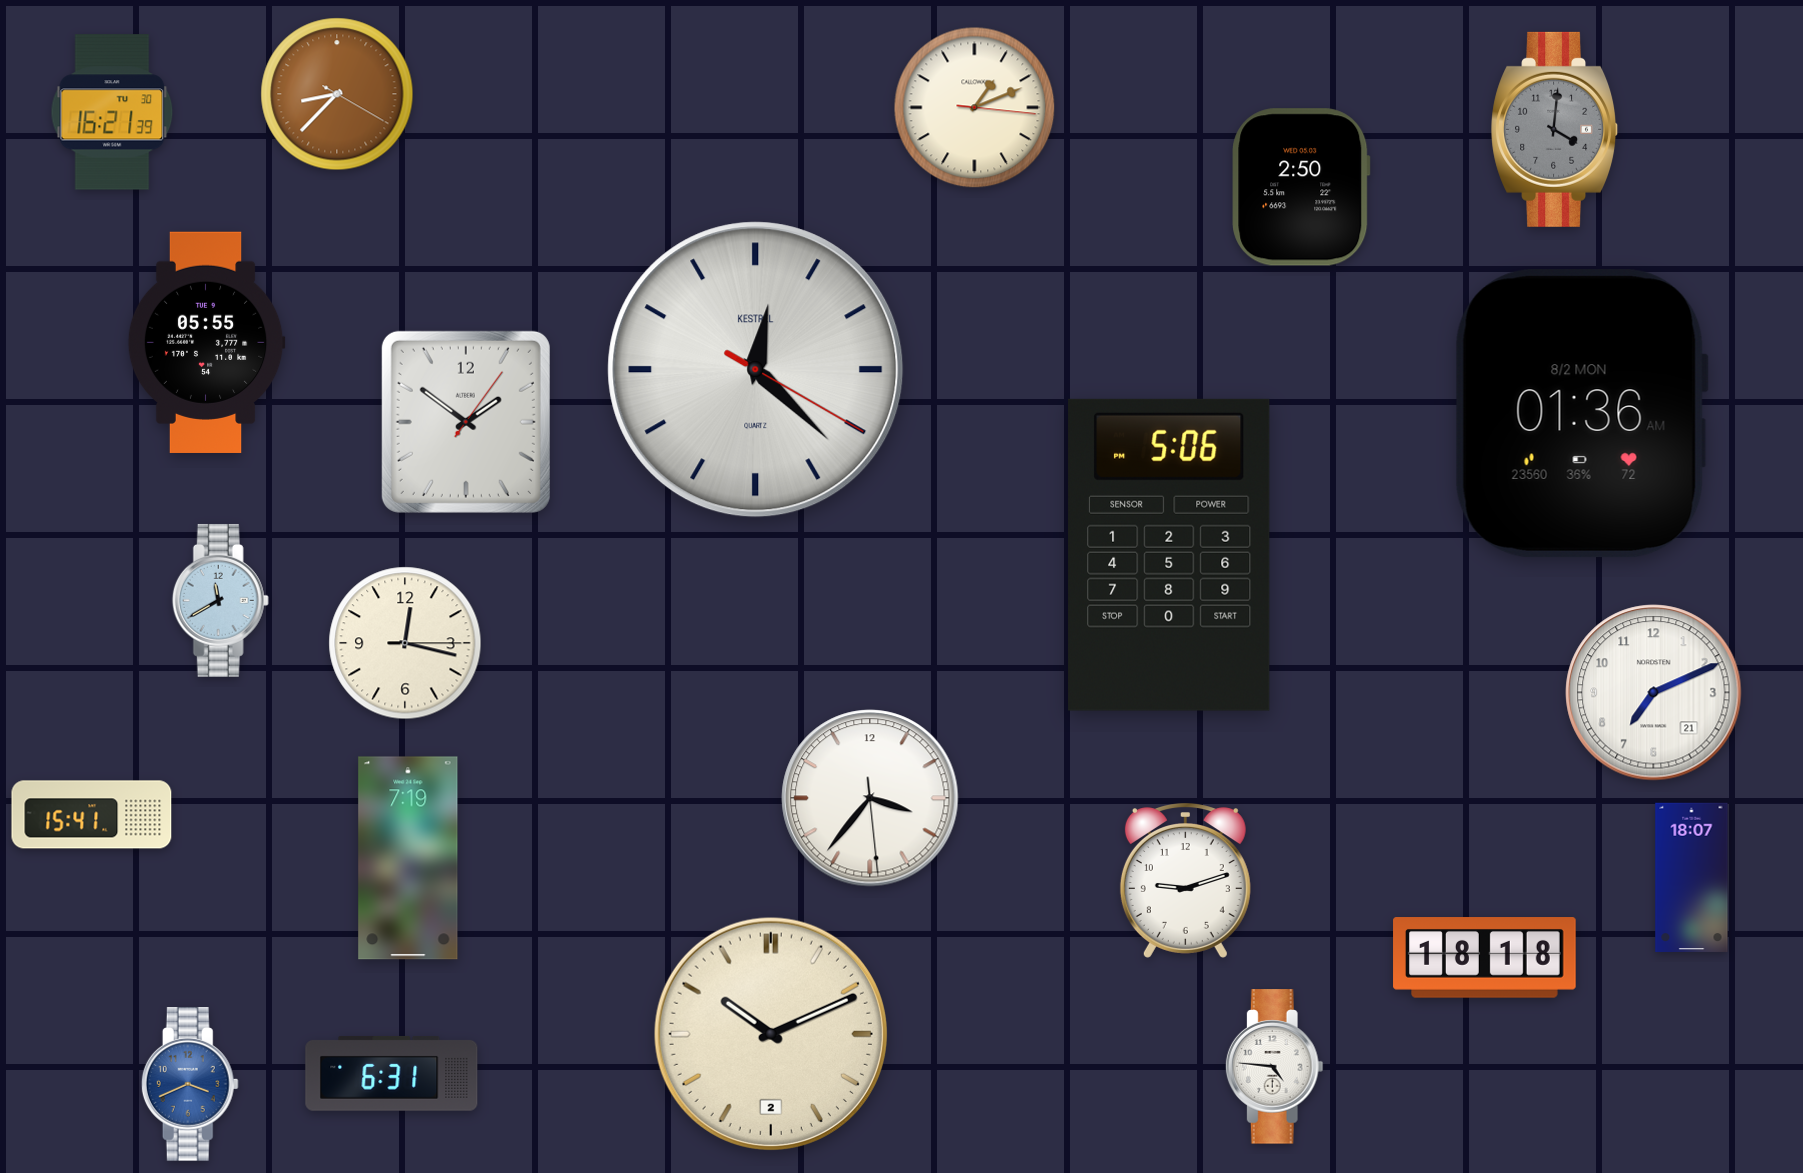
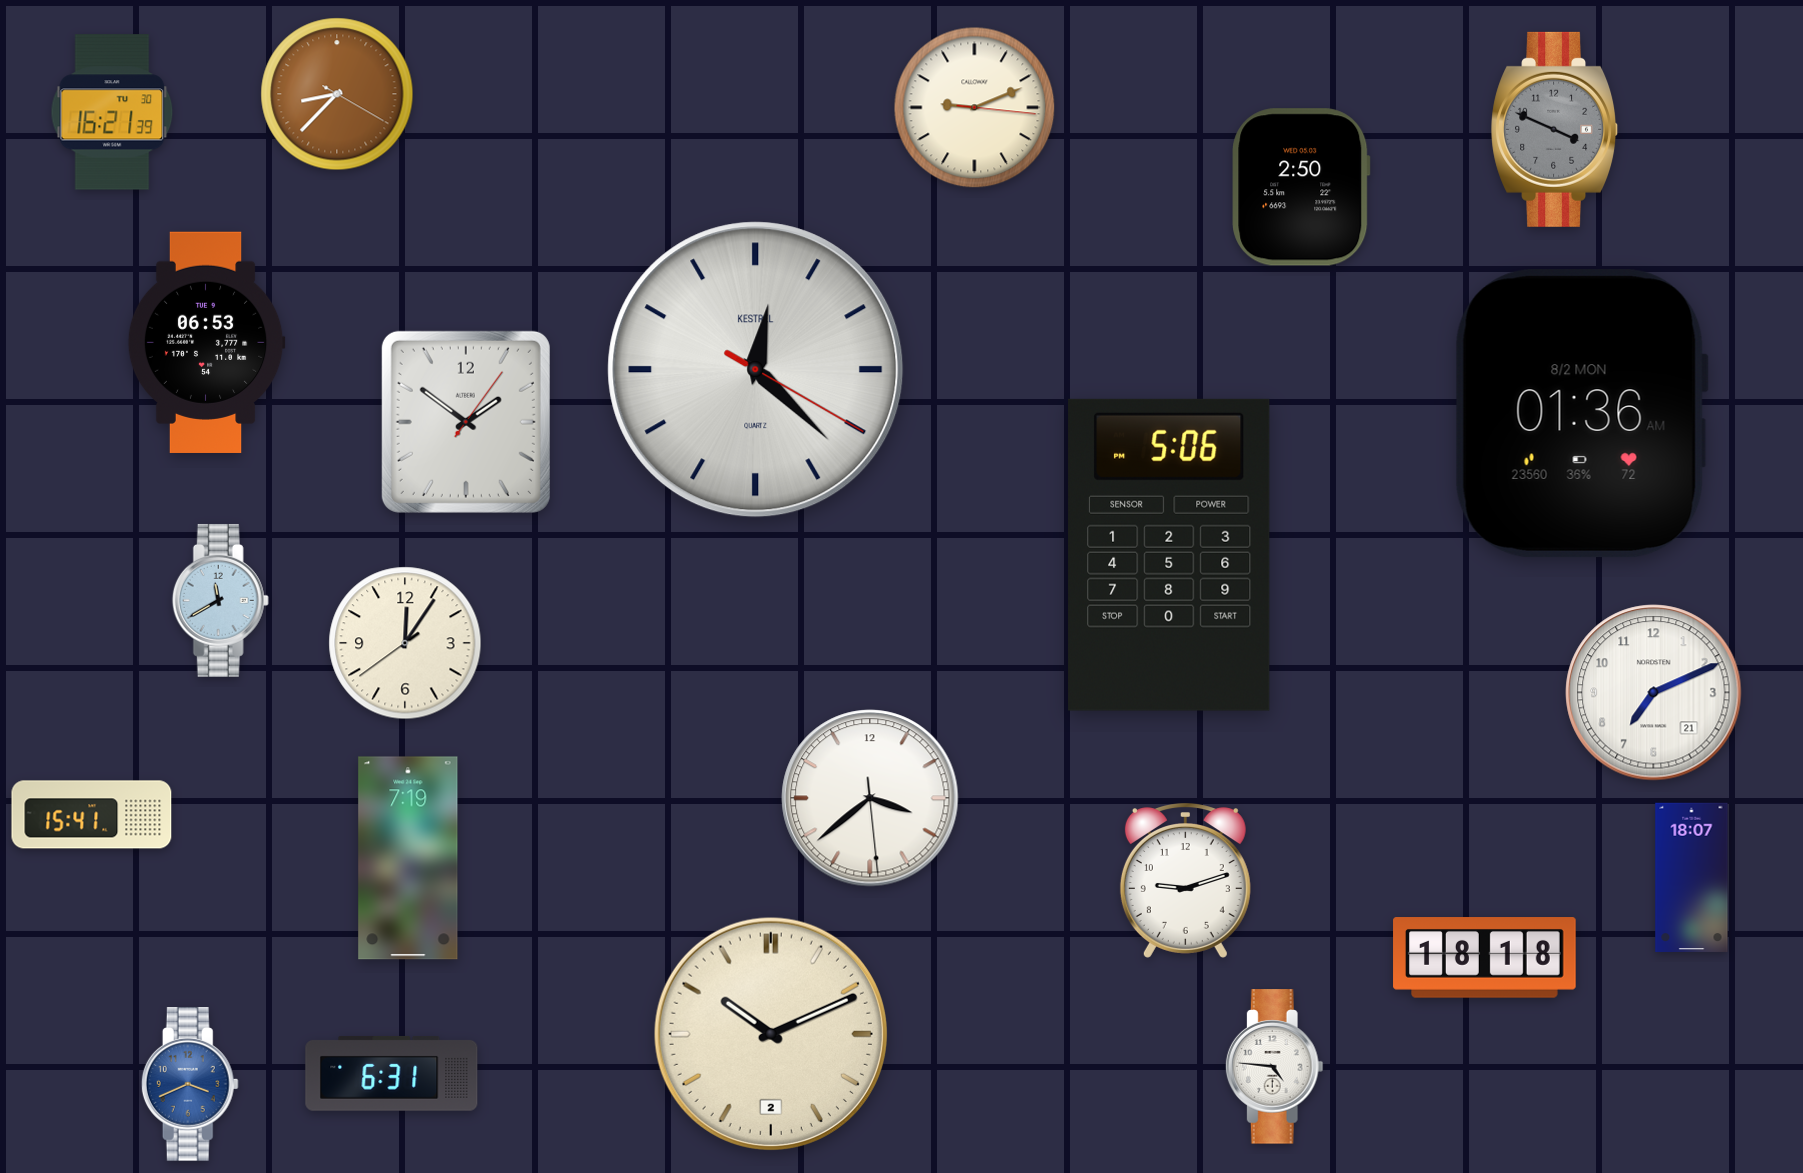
clock at (975, 108): 1:11 -> 9:11
clock at (1555, 129): 4:01 -> 3:49
clock at (206, 342): 05:55 -> 06:53
clock at (405, 643): 12:17 -> 12:05
clock at (870, 798): 3:36 -> 3:38
